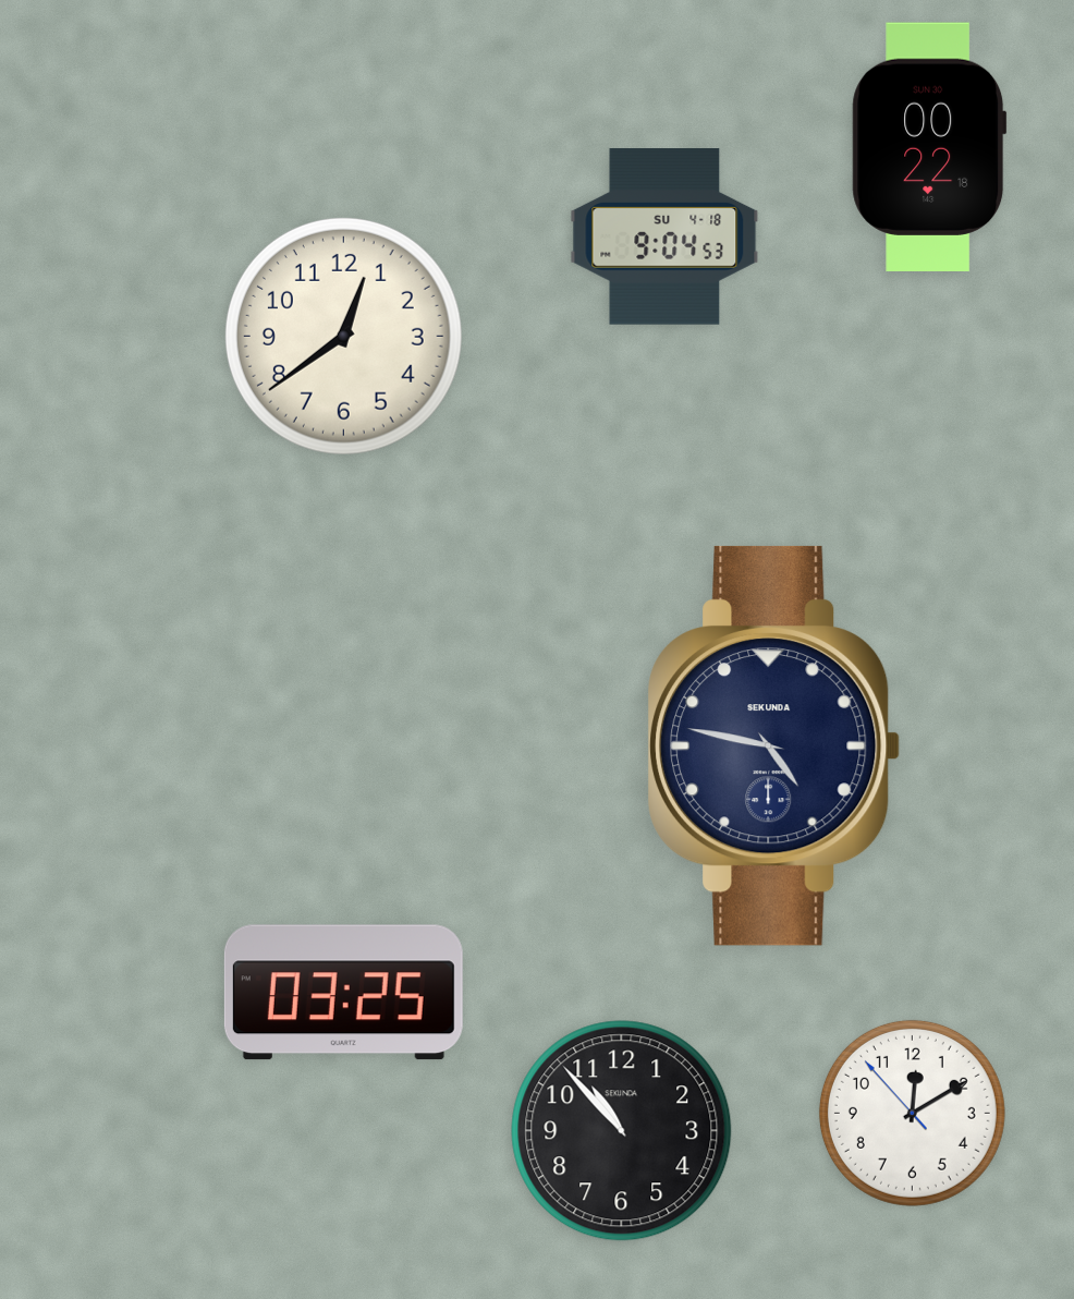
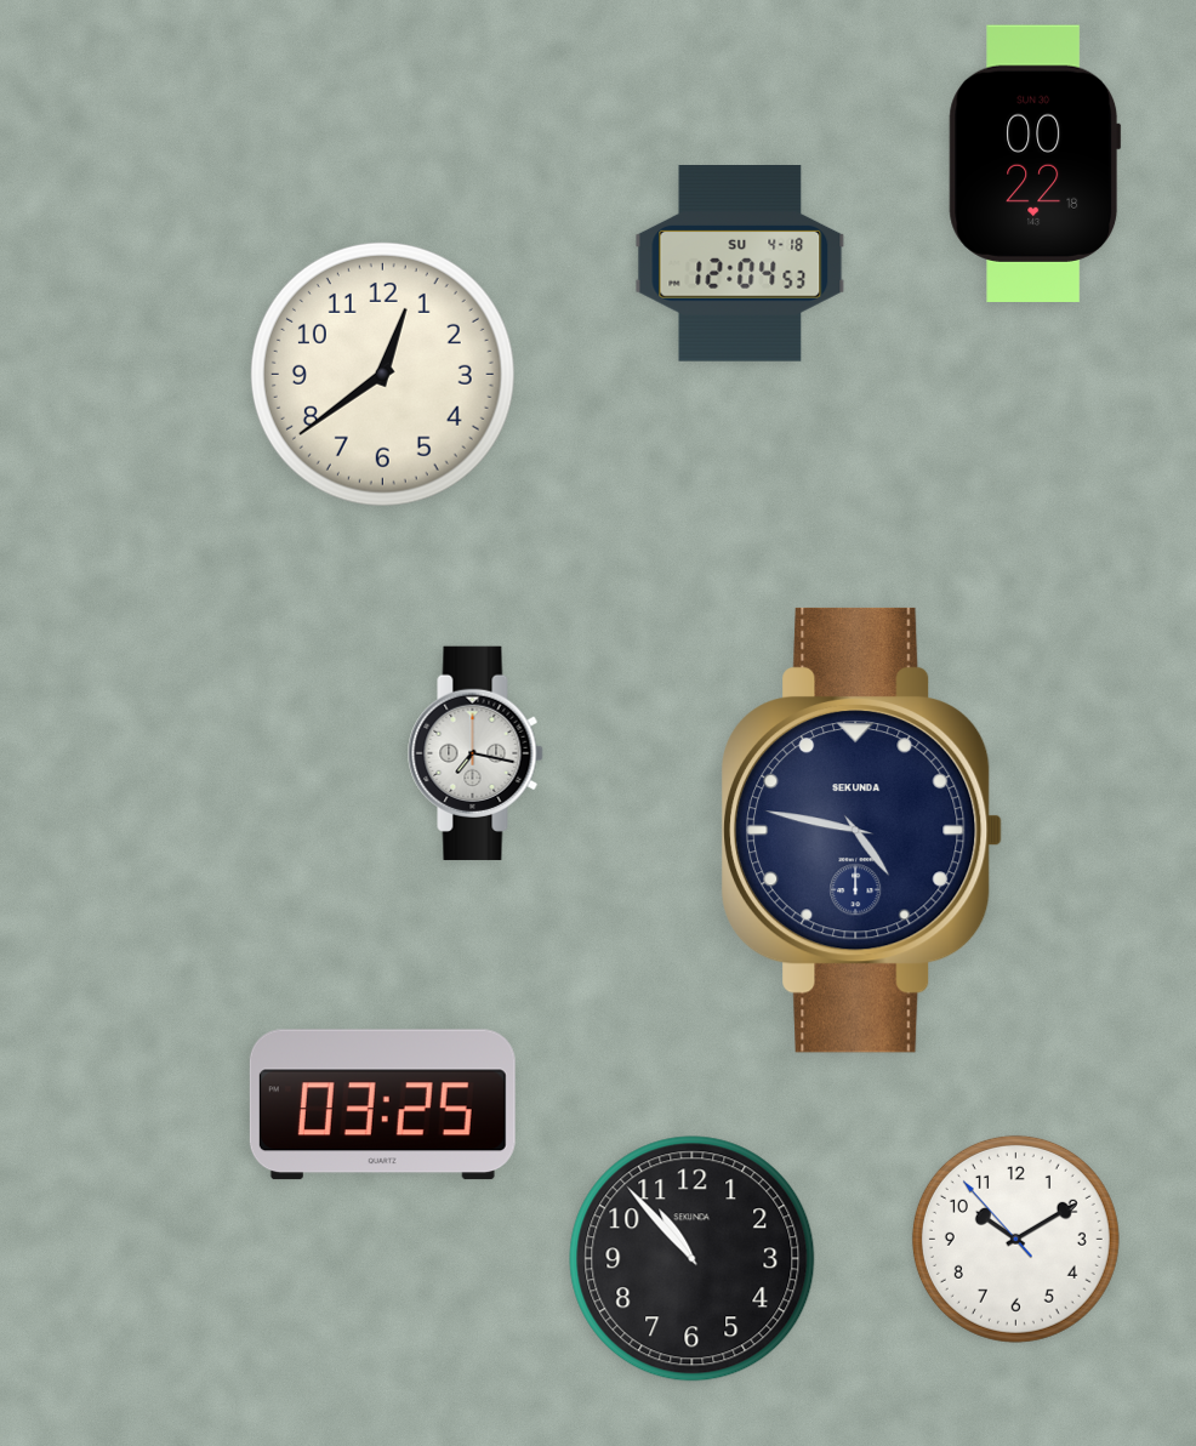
clock at (664, 238): 9:04 -> 12:04
clock at (475, 753): none -> 7:17
clock at (912, 1113): 12:09 -> 10:09
